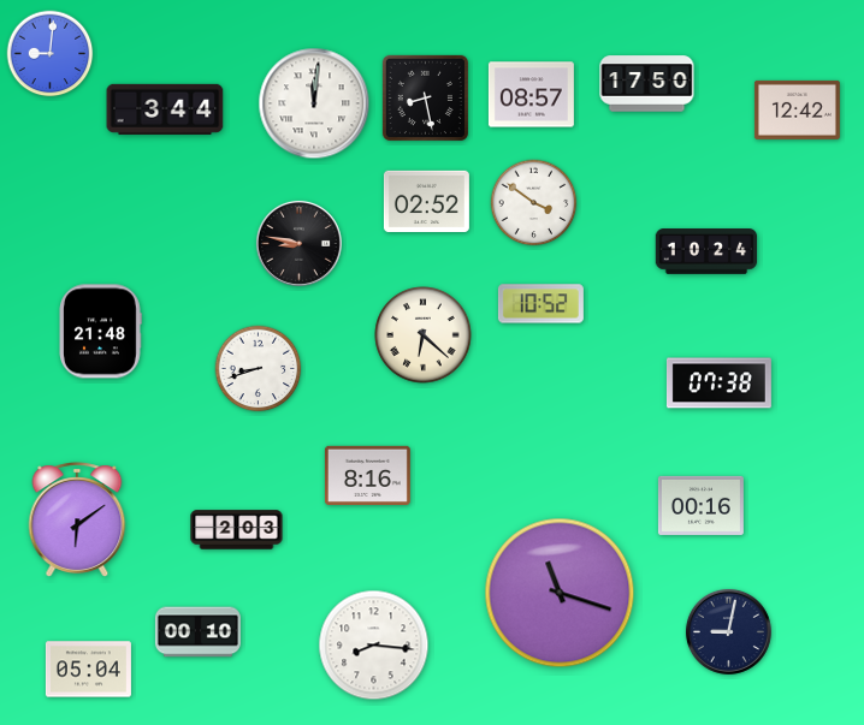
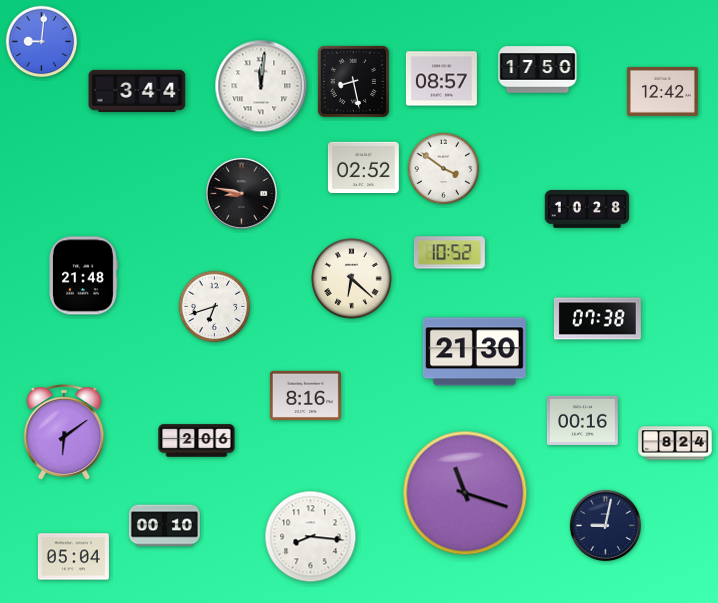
clock at (51, 54) position: (51, 54) -> (42, 42)
clock at (426, 201) position: (426, 201) -> (363, 167)
clock at (298, 243) position: (298, 243) -> (241, 193)
clock at (706, 252): 10:24 -> 10:28
clock at (259, 369): 8:42 -> 6:42
clock at (474, 352): none -> 21:30
clock at (237, 530): 2:03 -> 2:06
clock at (675, 443): none -> 8:24
